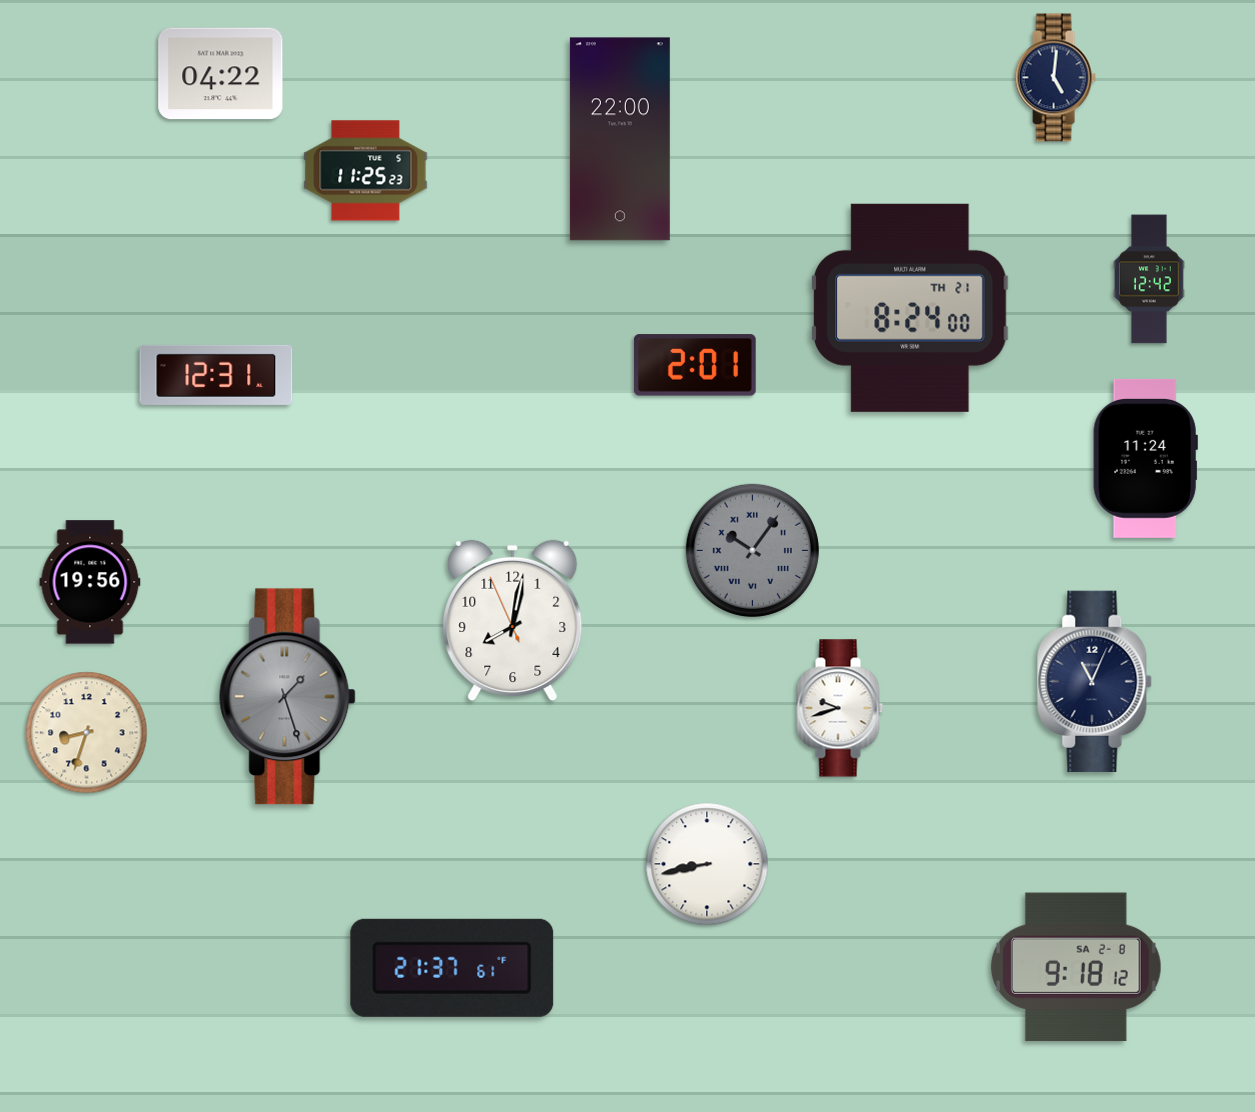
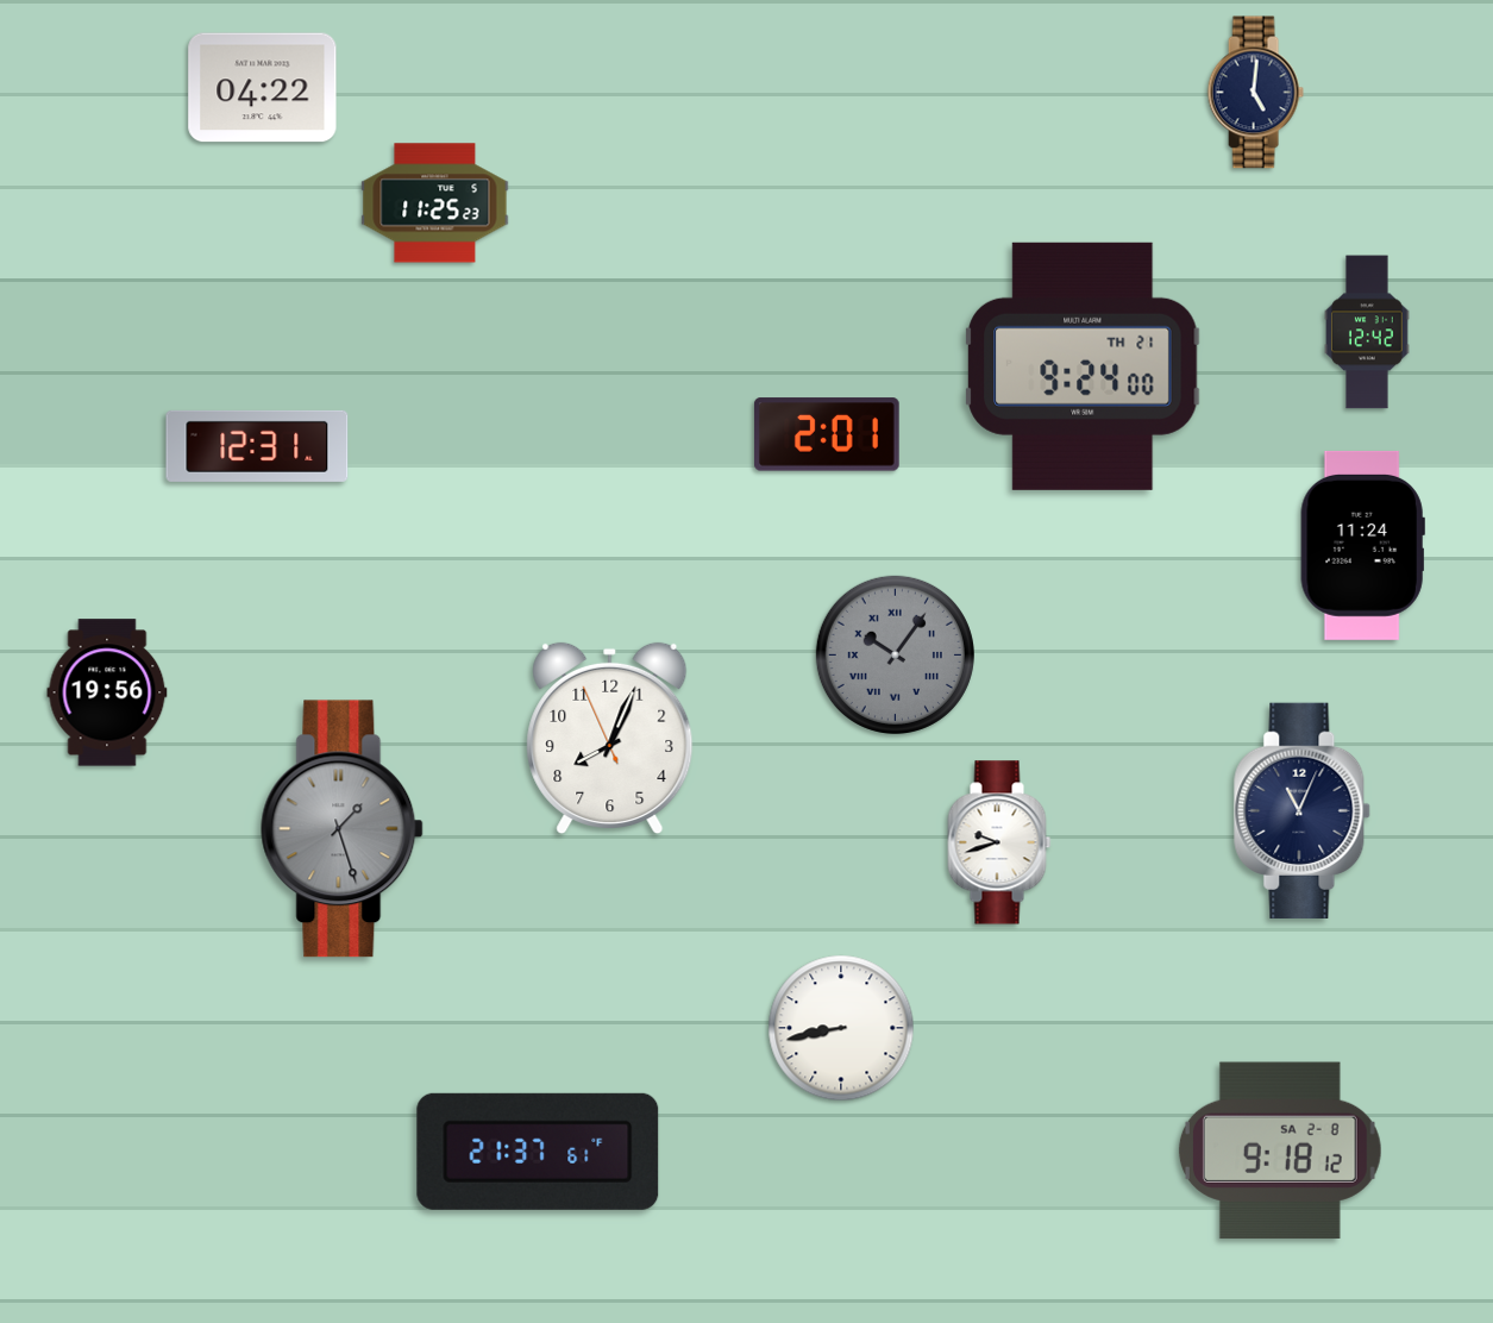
clock at (620, 139): 22:00 -> none
clock at (910, 308): 8:24 -> 9:24
clock at (513, 621): 8:01 -> 8:03
clock at (87, 733): 8:33 -> none
